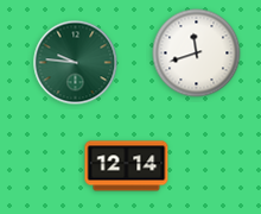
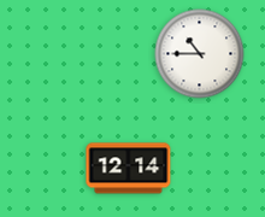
clock at (197, 53): 11:42 -> 10:45
clock at (76, 63): 9:46 -> none
